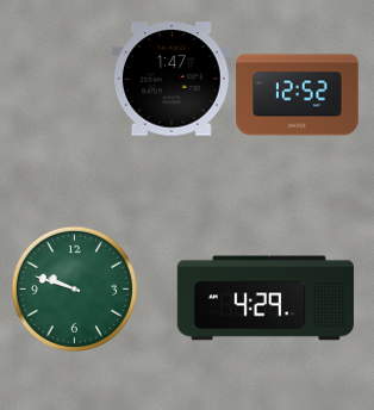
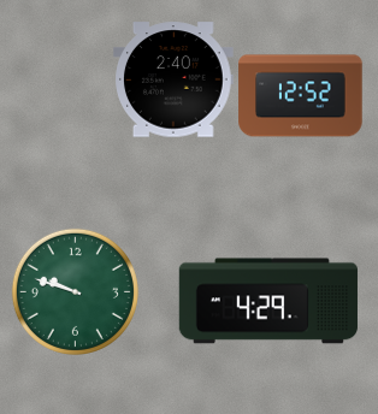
clock at (173, 79): 1:47 -> 2:40
